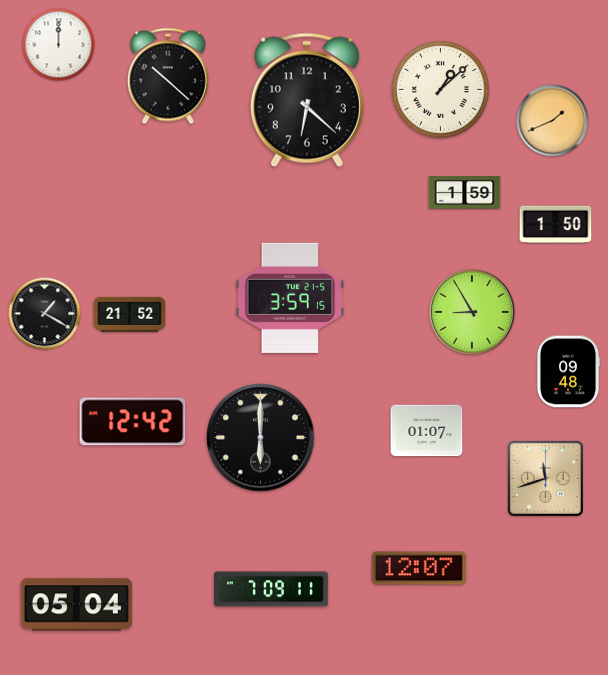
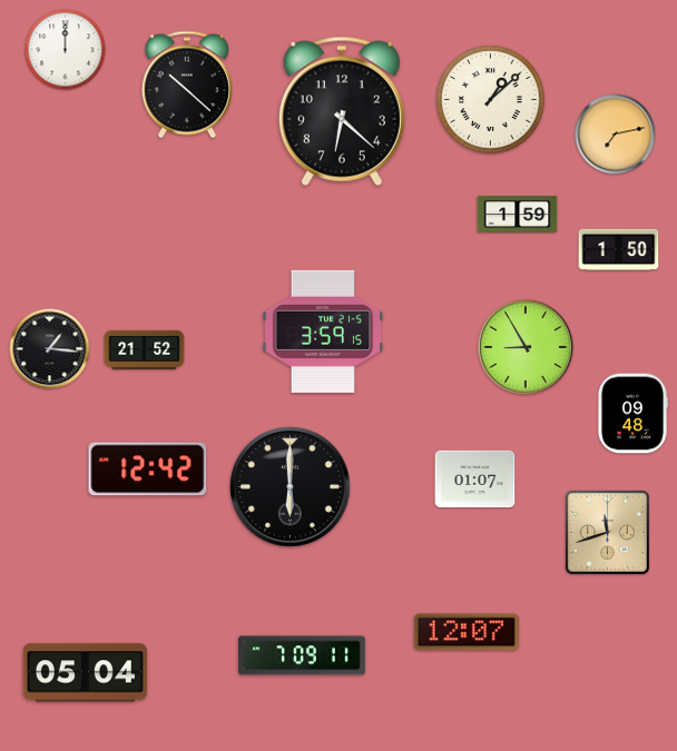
clock at (553, 121): 1:41 -> 7:13
clock at (45, 314): 1:20 -> 1:16
